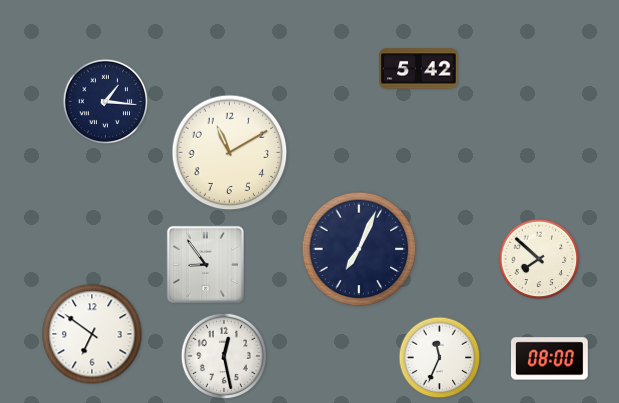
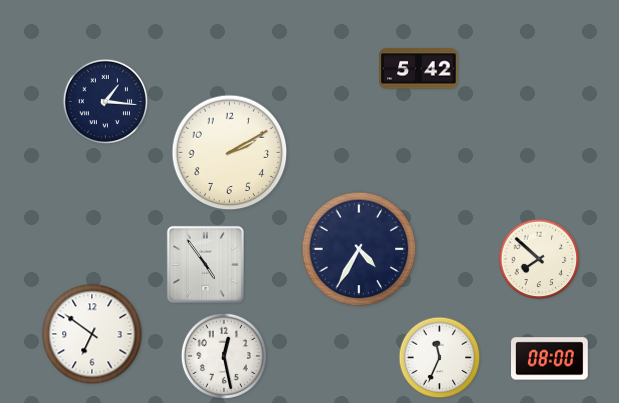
clock at (230, 153): 11:10 -> 2:10
clock at (359, 249): 7:04 -> 4:35
clock at (205, 264): 8:54 -> 4:54
